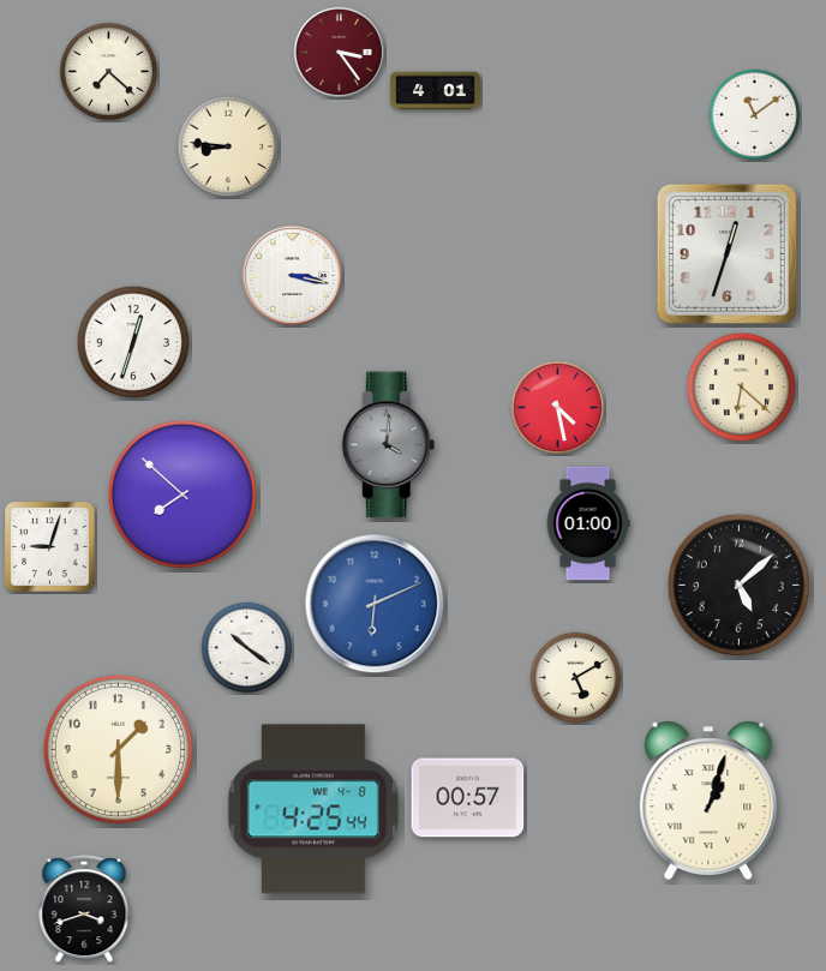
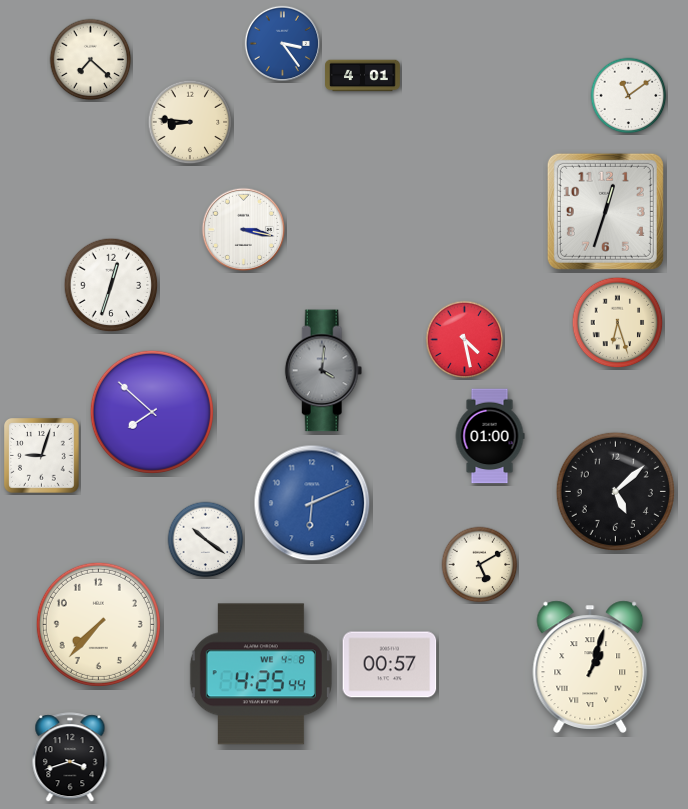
clock at (339, 52) dial: burgundy -> blue
clock at (742, 388): 6:22 -> 6:27
clock at (738, 585) position: (738, 585) -> (615, 491)
clock at (118, 749): 1:30 -> 7:37
